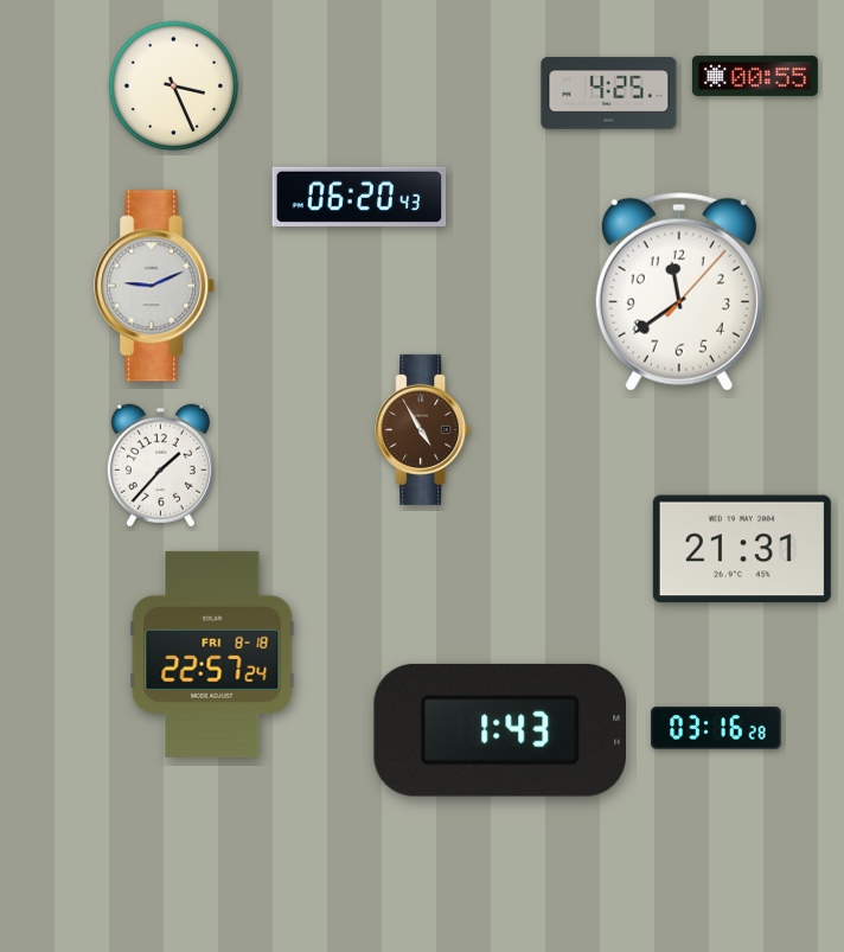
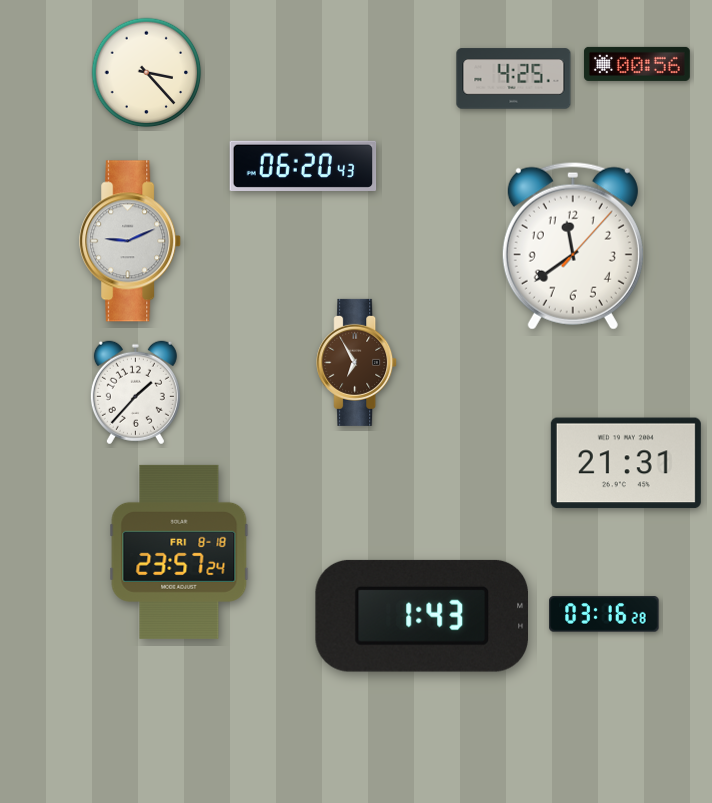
clock at (755, 76): 00:55 -> 00:56
clock at (174, 87): 3:26 -> 3:23
clock at (423, 429): 4:55 -> 6:55
clock at (212, 654): 22:57 -> 23:57
